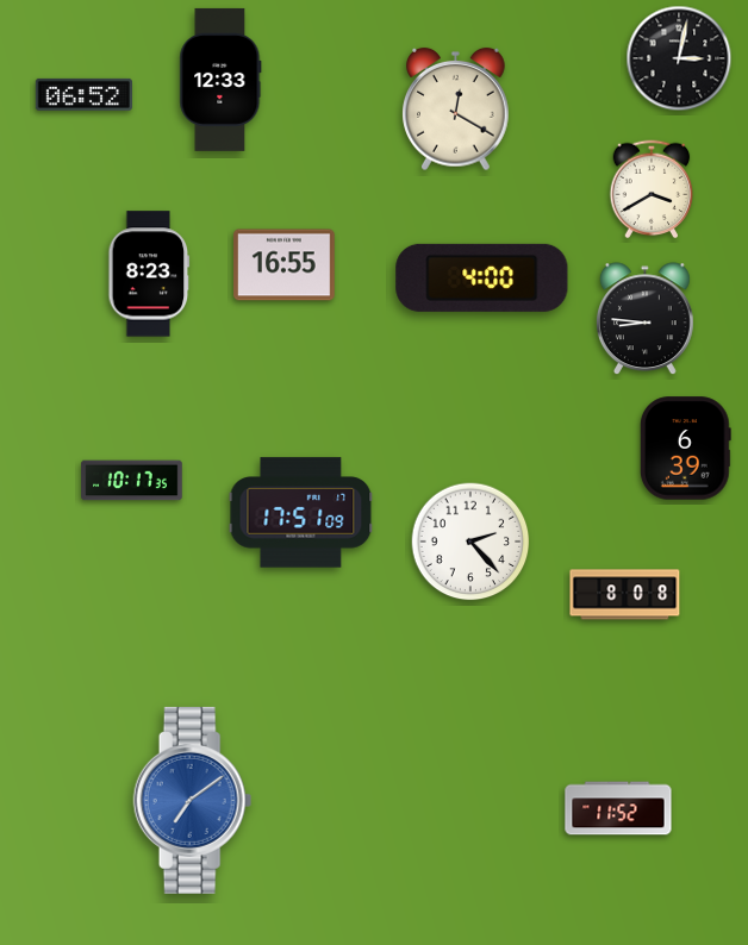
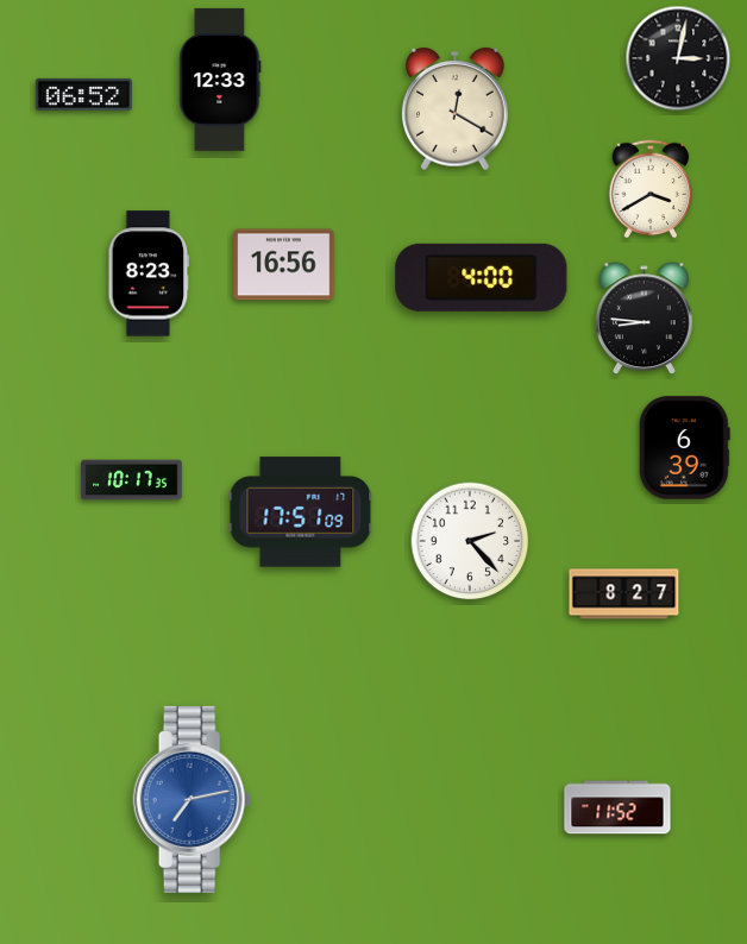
clock at (285, 265): 16:55 -> 16:56
clock at (625, 595): 8:08 -> 8:27
clock at (193, 800): 7:09 -> 7:13
